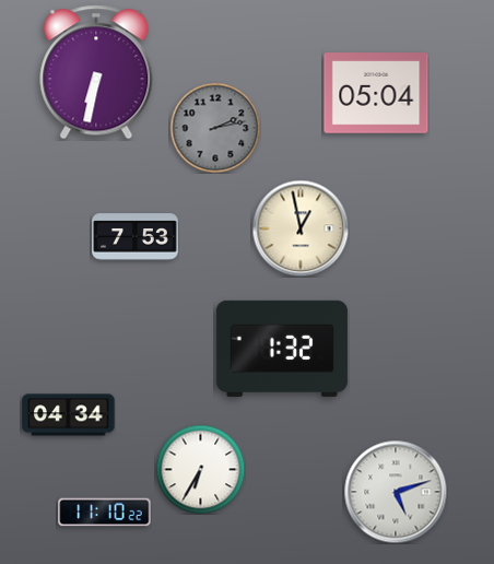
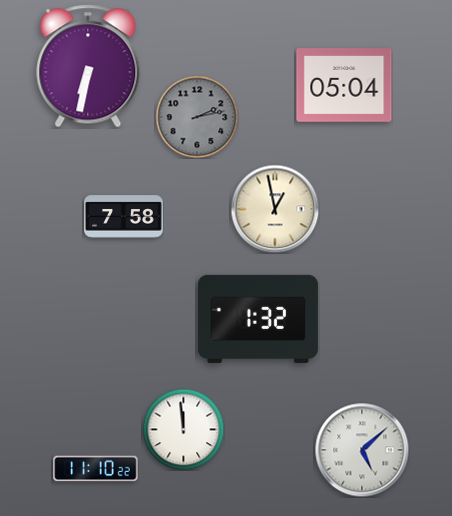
clock at (136, 237): 7:53 -> 7:58
clock at (69, 415): 04:34 -> none
clock at (200, 469): 6:35 -> 11:59
clock at (396, 492): 5:12 -> 5:08
